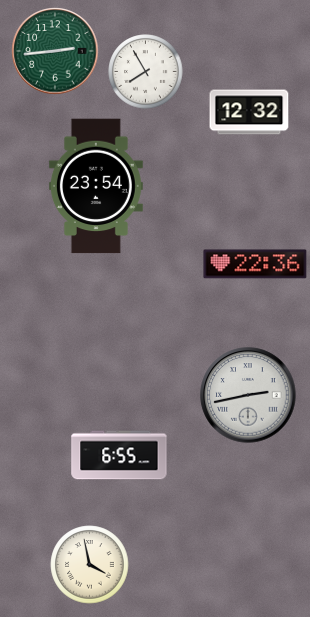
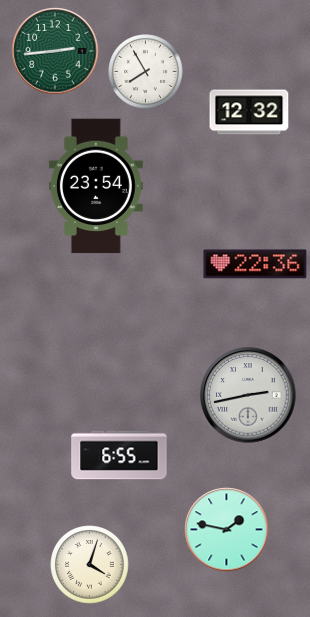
clock at (227, 530): none -> 1:47
clock at (90, 565): 3:58 -> 4:03
